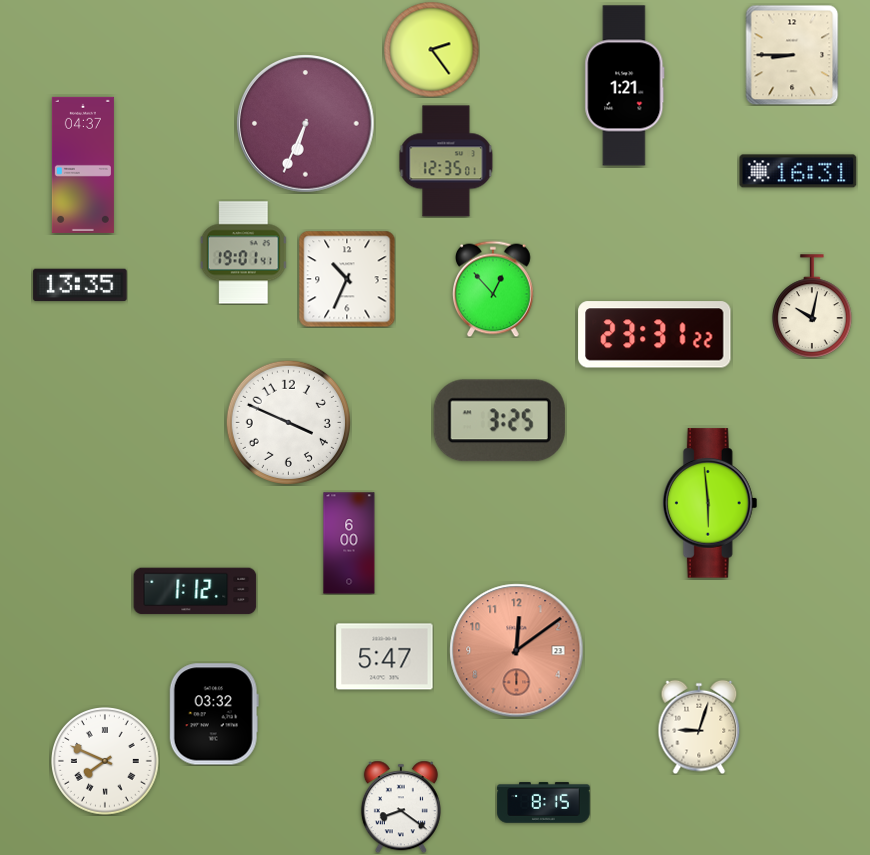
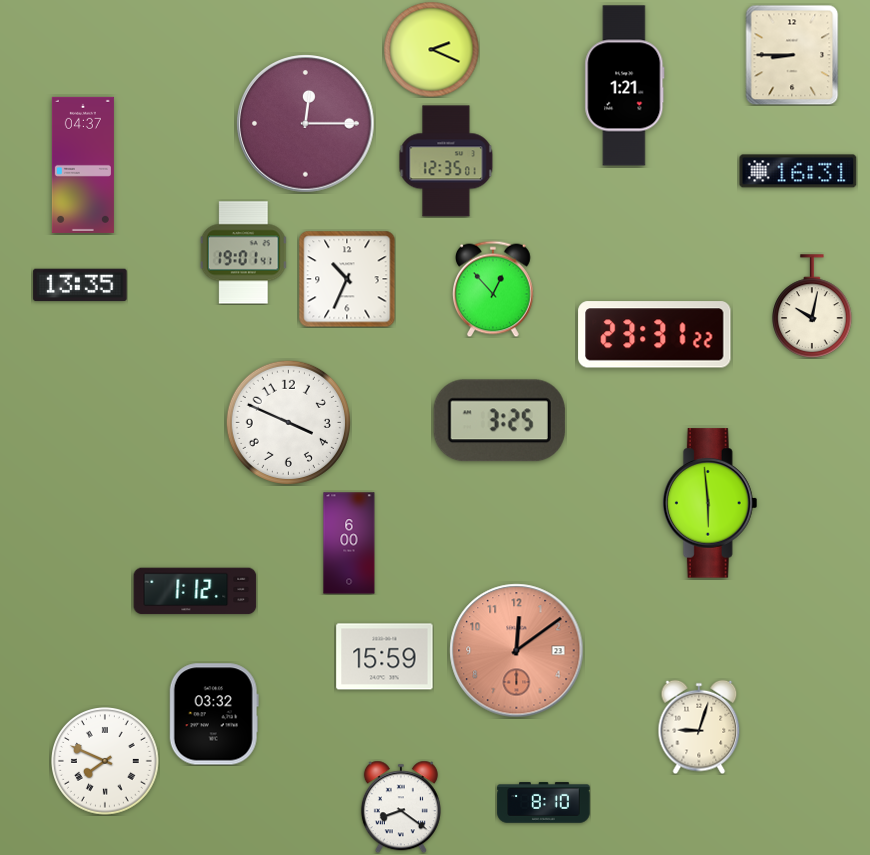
clock at (431, 49): 2:24 -> 2:19
clock at (306, 124): 6:34 -> 12:15
clock at (385, 657): 5:47 -> 15:59
clock at (544, 803): 8:15 -> 8:10
